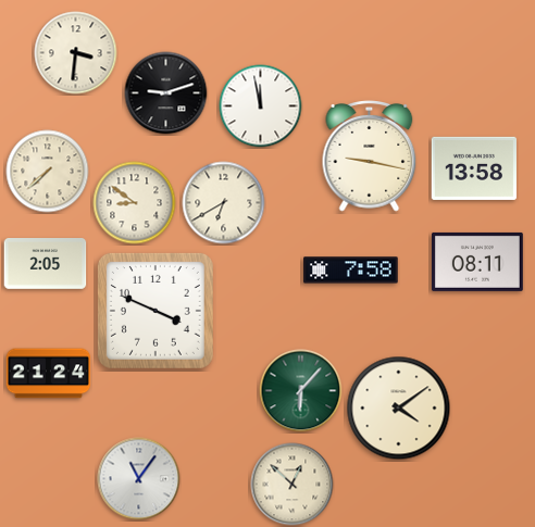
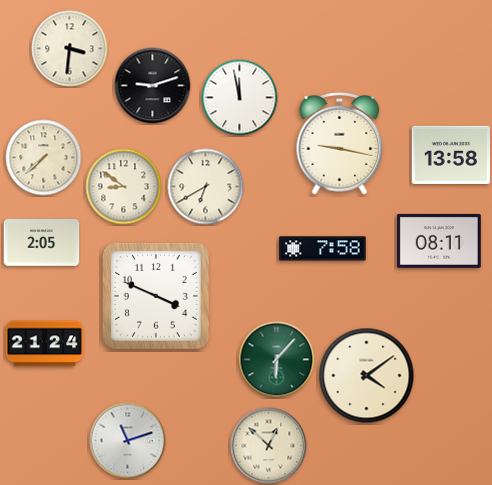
clock at (473, 168) position: (473, 168) -> (450, 155)
clock at (155, 311) position: (155, 311) -> (156, 296)
clock at (139, 479): 11:06 -> 11:12
